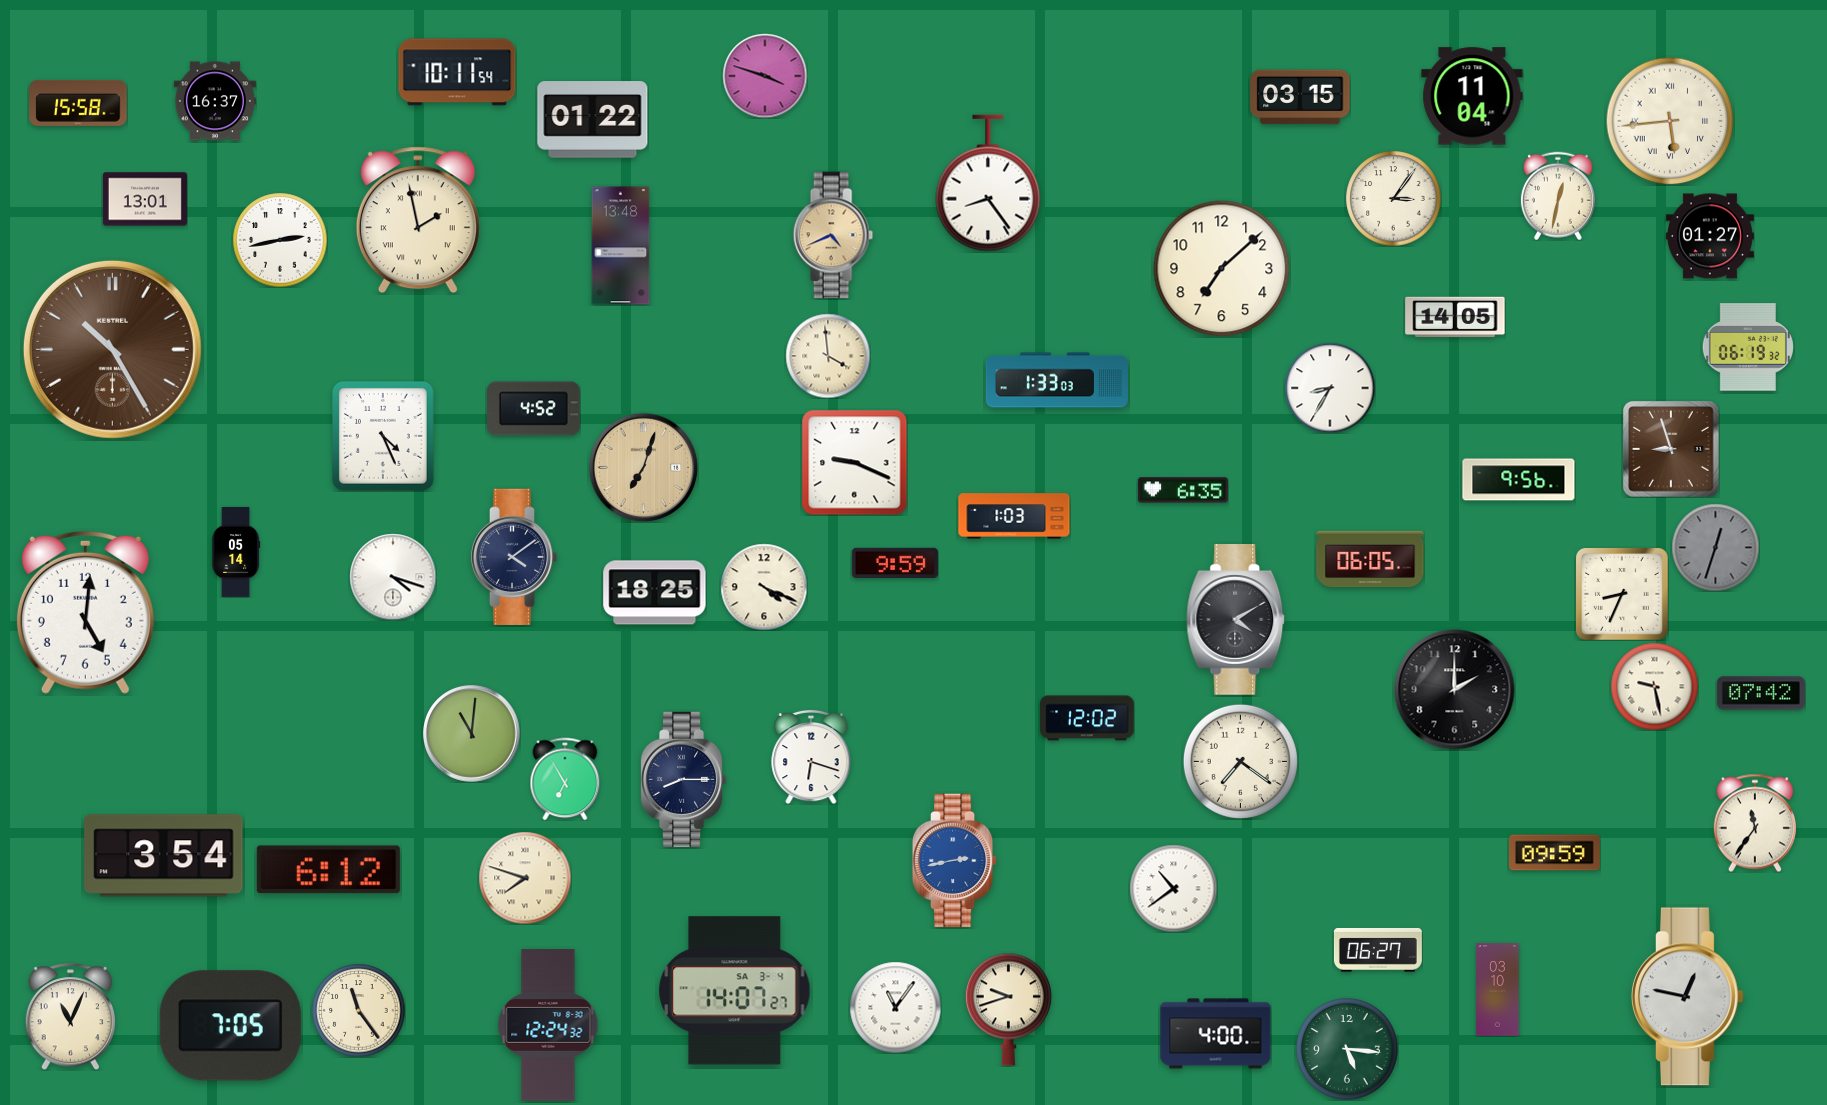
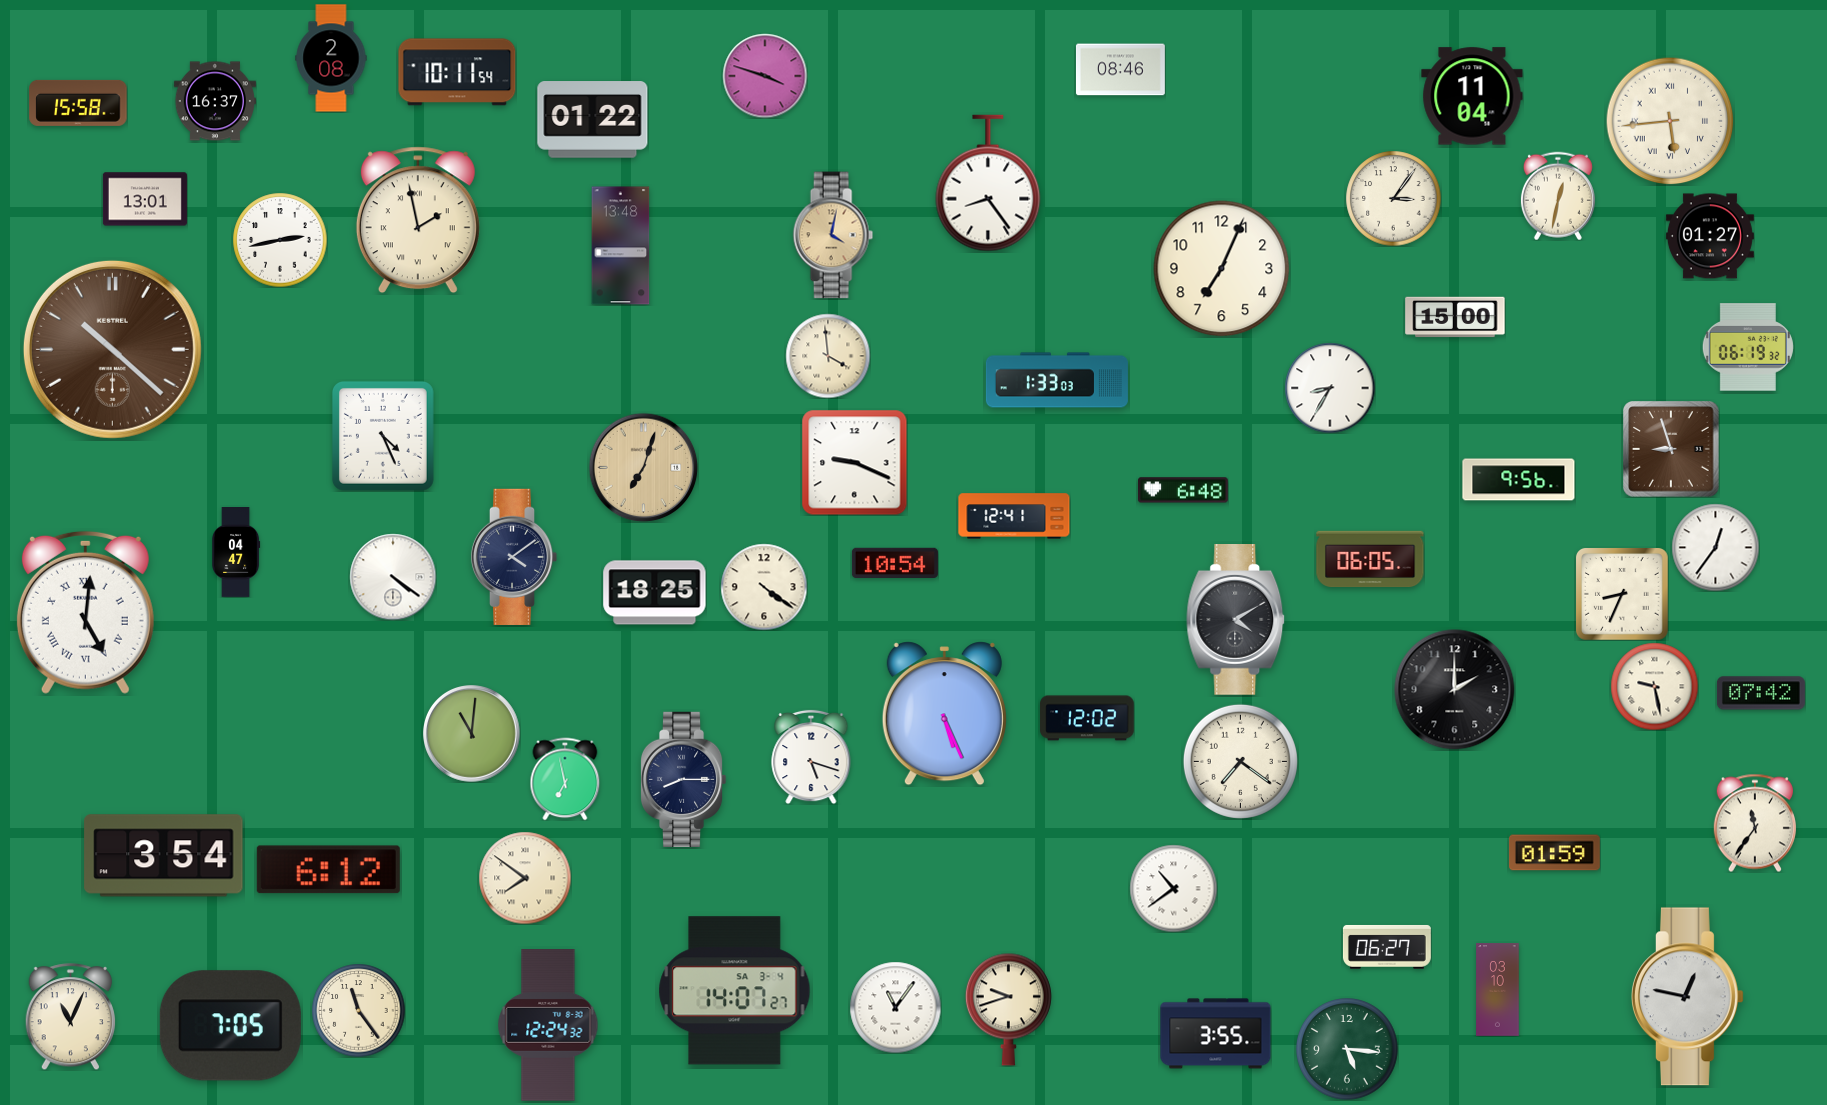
clock at (331, 58): none -> 2:08
clock at (1120, 70): none -> 08:46
clock at (1300, 97): 03:15 -> none
clock at (833, 235): 4:41 -> 4:02
clock at (1222, 269): 7:08 -> 7:04
clock at (1455, 317): 14:05 -> 15:00
clock at (112, 349): 10:25 -> 10:22
clock at (534, 409): 4:52 -> none
clock at (1183, 490): 6:35 -> 6:48
clock at (1014, 516): 1:03 -> 12:41
clock at (1715, 547): 12:33 -> 12:36
clock at (1715, 547) dial: grey -> white
clock at (236, 553): 05:14 -> 04:47
clock at (895, 563): 9:59 -> 10:54
clock at (393, 577): 4:18 -> 4:21
clock at (764, 587): 4:19 -> 4:21
clock at (85, 612) numerals: Arabic -> Roman
clock at (944, 714): none -> 5:26
clock at (811, 757): 6:18 -> 5:18
clock at (565, 779): 6:55 -> 6:58
clock at (1555, 853): 09:59 -> 01:59
clock at (955, 861): 2:43 -> none
clock at (525, 878): 7:48 -> 7:51
clock at (1378, 950) position: (1378, 950) -> (1387, 947)
clock at (1216, 1034): 4:00 -> 3:55
